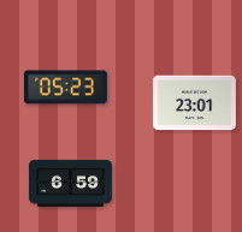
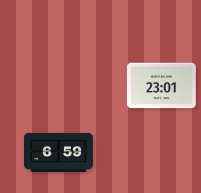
clock at (65, 88): 05:23 -> none
